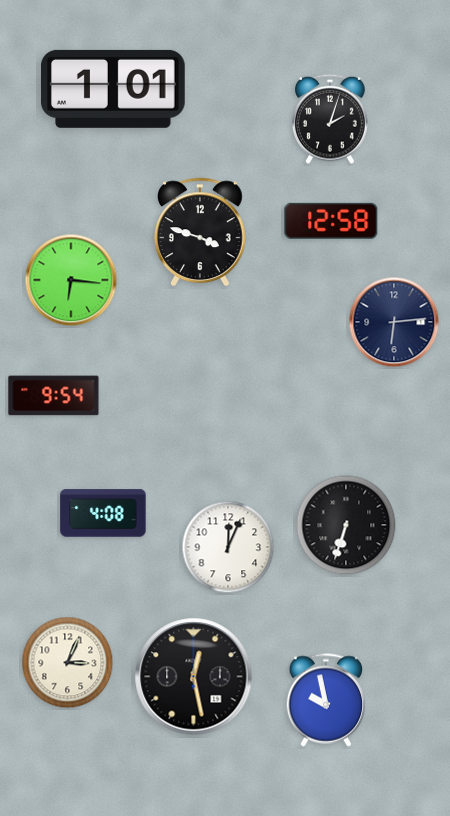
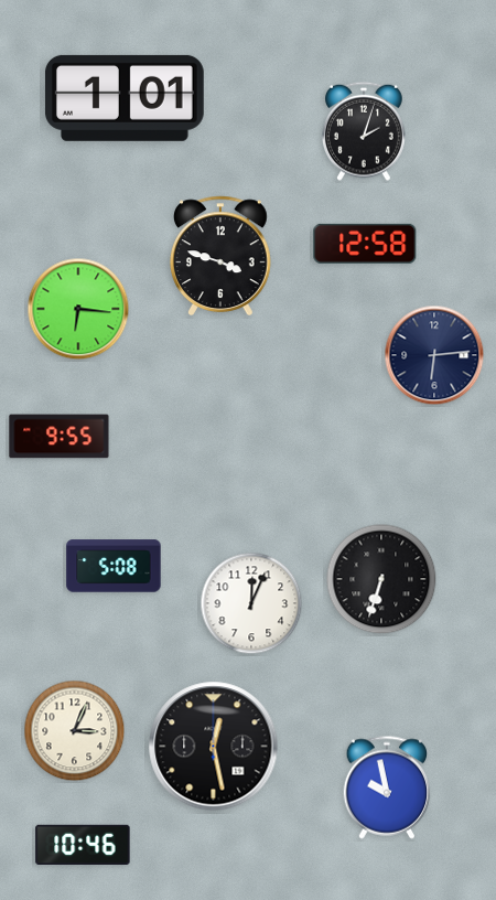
clock at (54, 396): 9:54 -> 9:55
clock at (103, 513): 4:08 -> 5:08
clock at (326, 700) position: (326, 700) -> (387, 787)
clock at (83, 844): none -> 10:46
